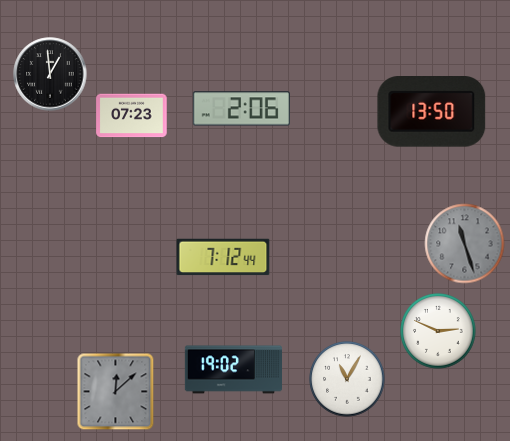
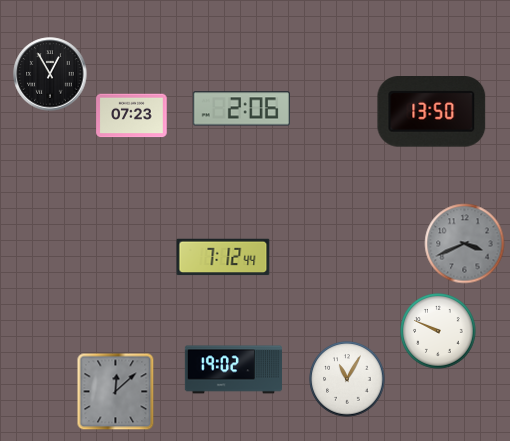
clock at (50, 74): 12:59 -> 12:55
clock at (465, 244): 11:27 -> 3:41
clock at (438, 331): 2:49 -> 9:49
